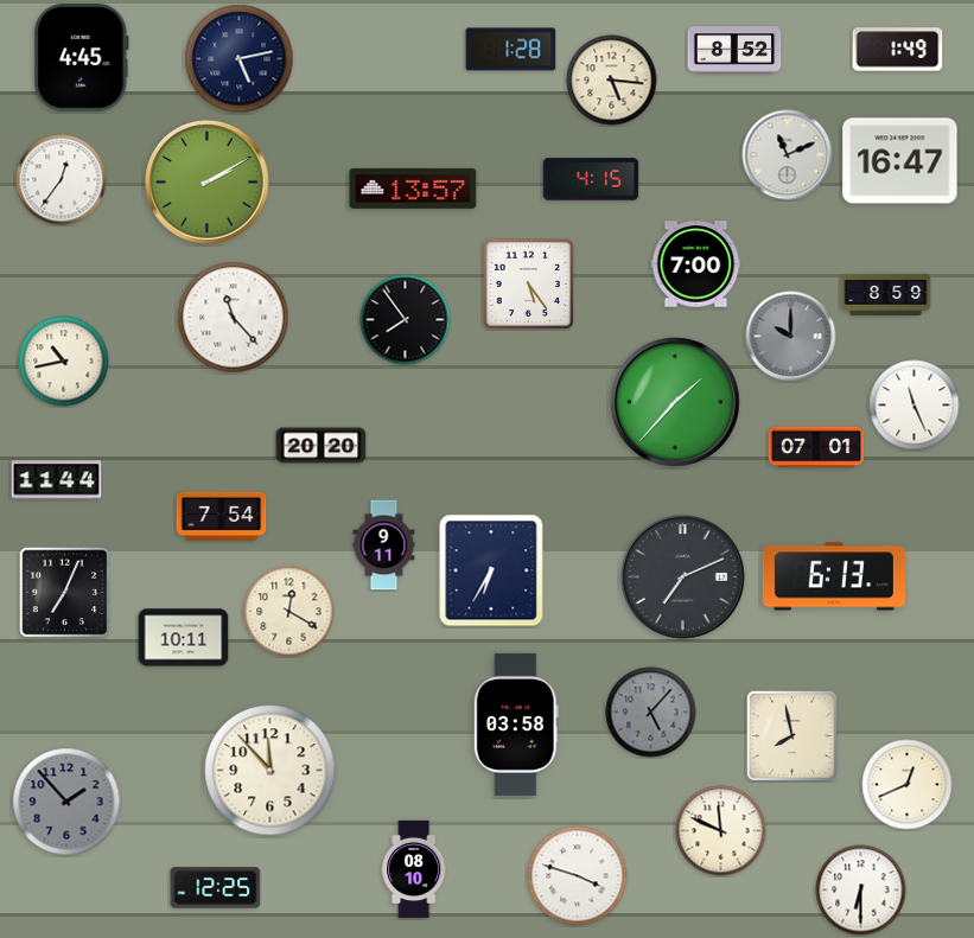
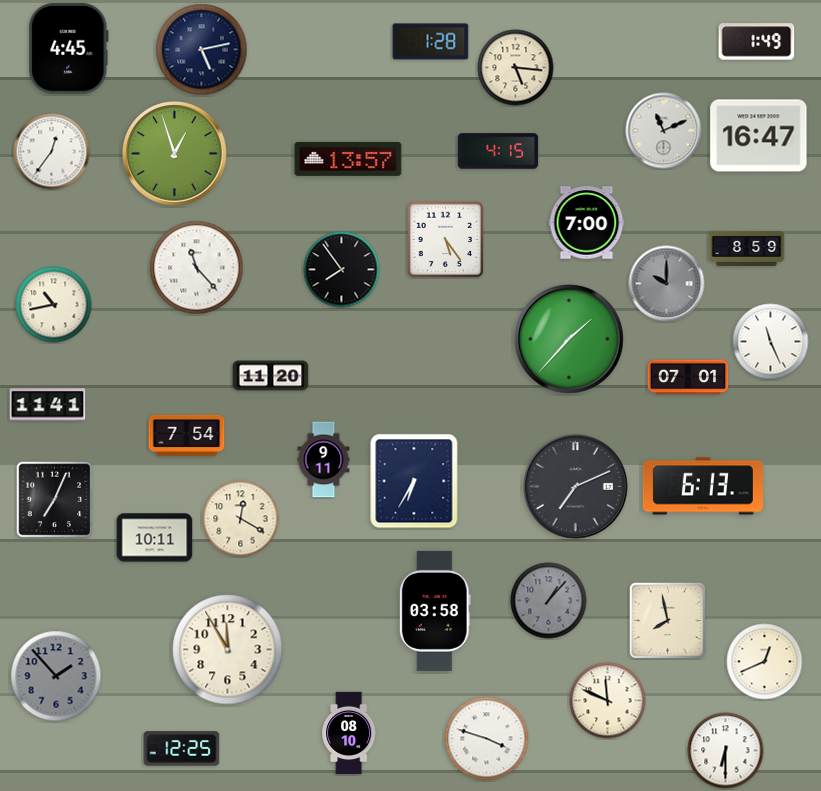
clock at (734, 50): 8:52 -> none
clock at (208, 183): 2:10 -> 12:57
clock at (322, 446): 20:20 -> 11:20
clock at (57, 480): 11:44 -> 11:41
clock at (289, 612) position: (289, 612) -> (241, 519)
clock at (651, 713): 5:07 -> 1:07
clock at (270, 771): 11:53 -> 11:55
